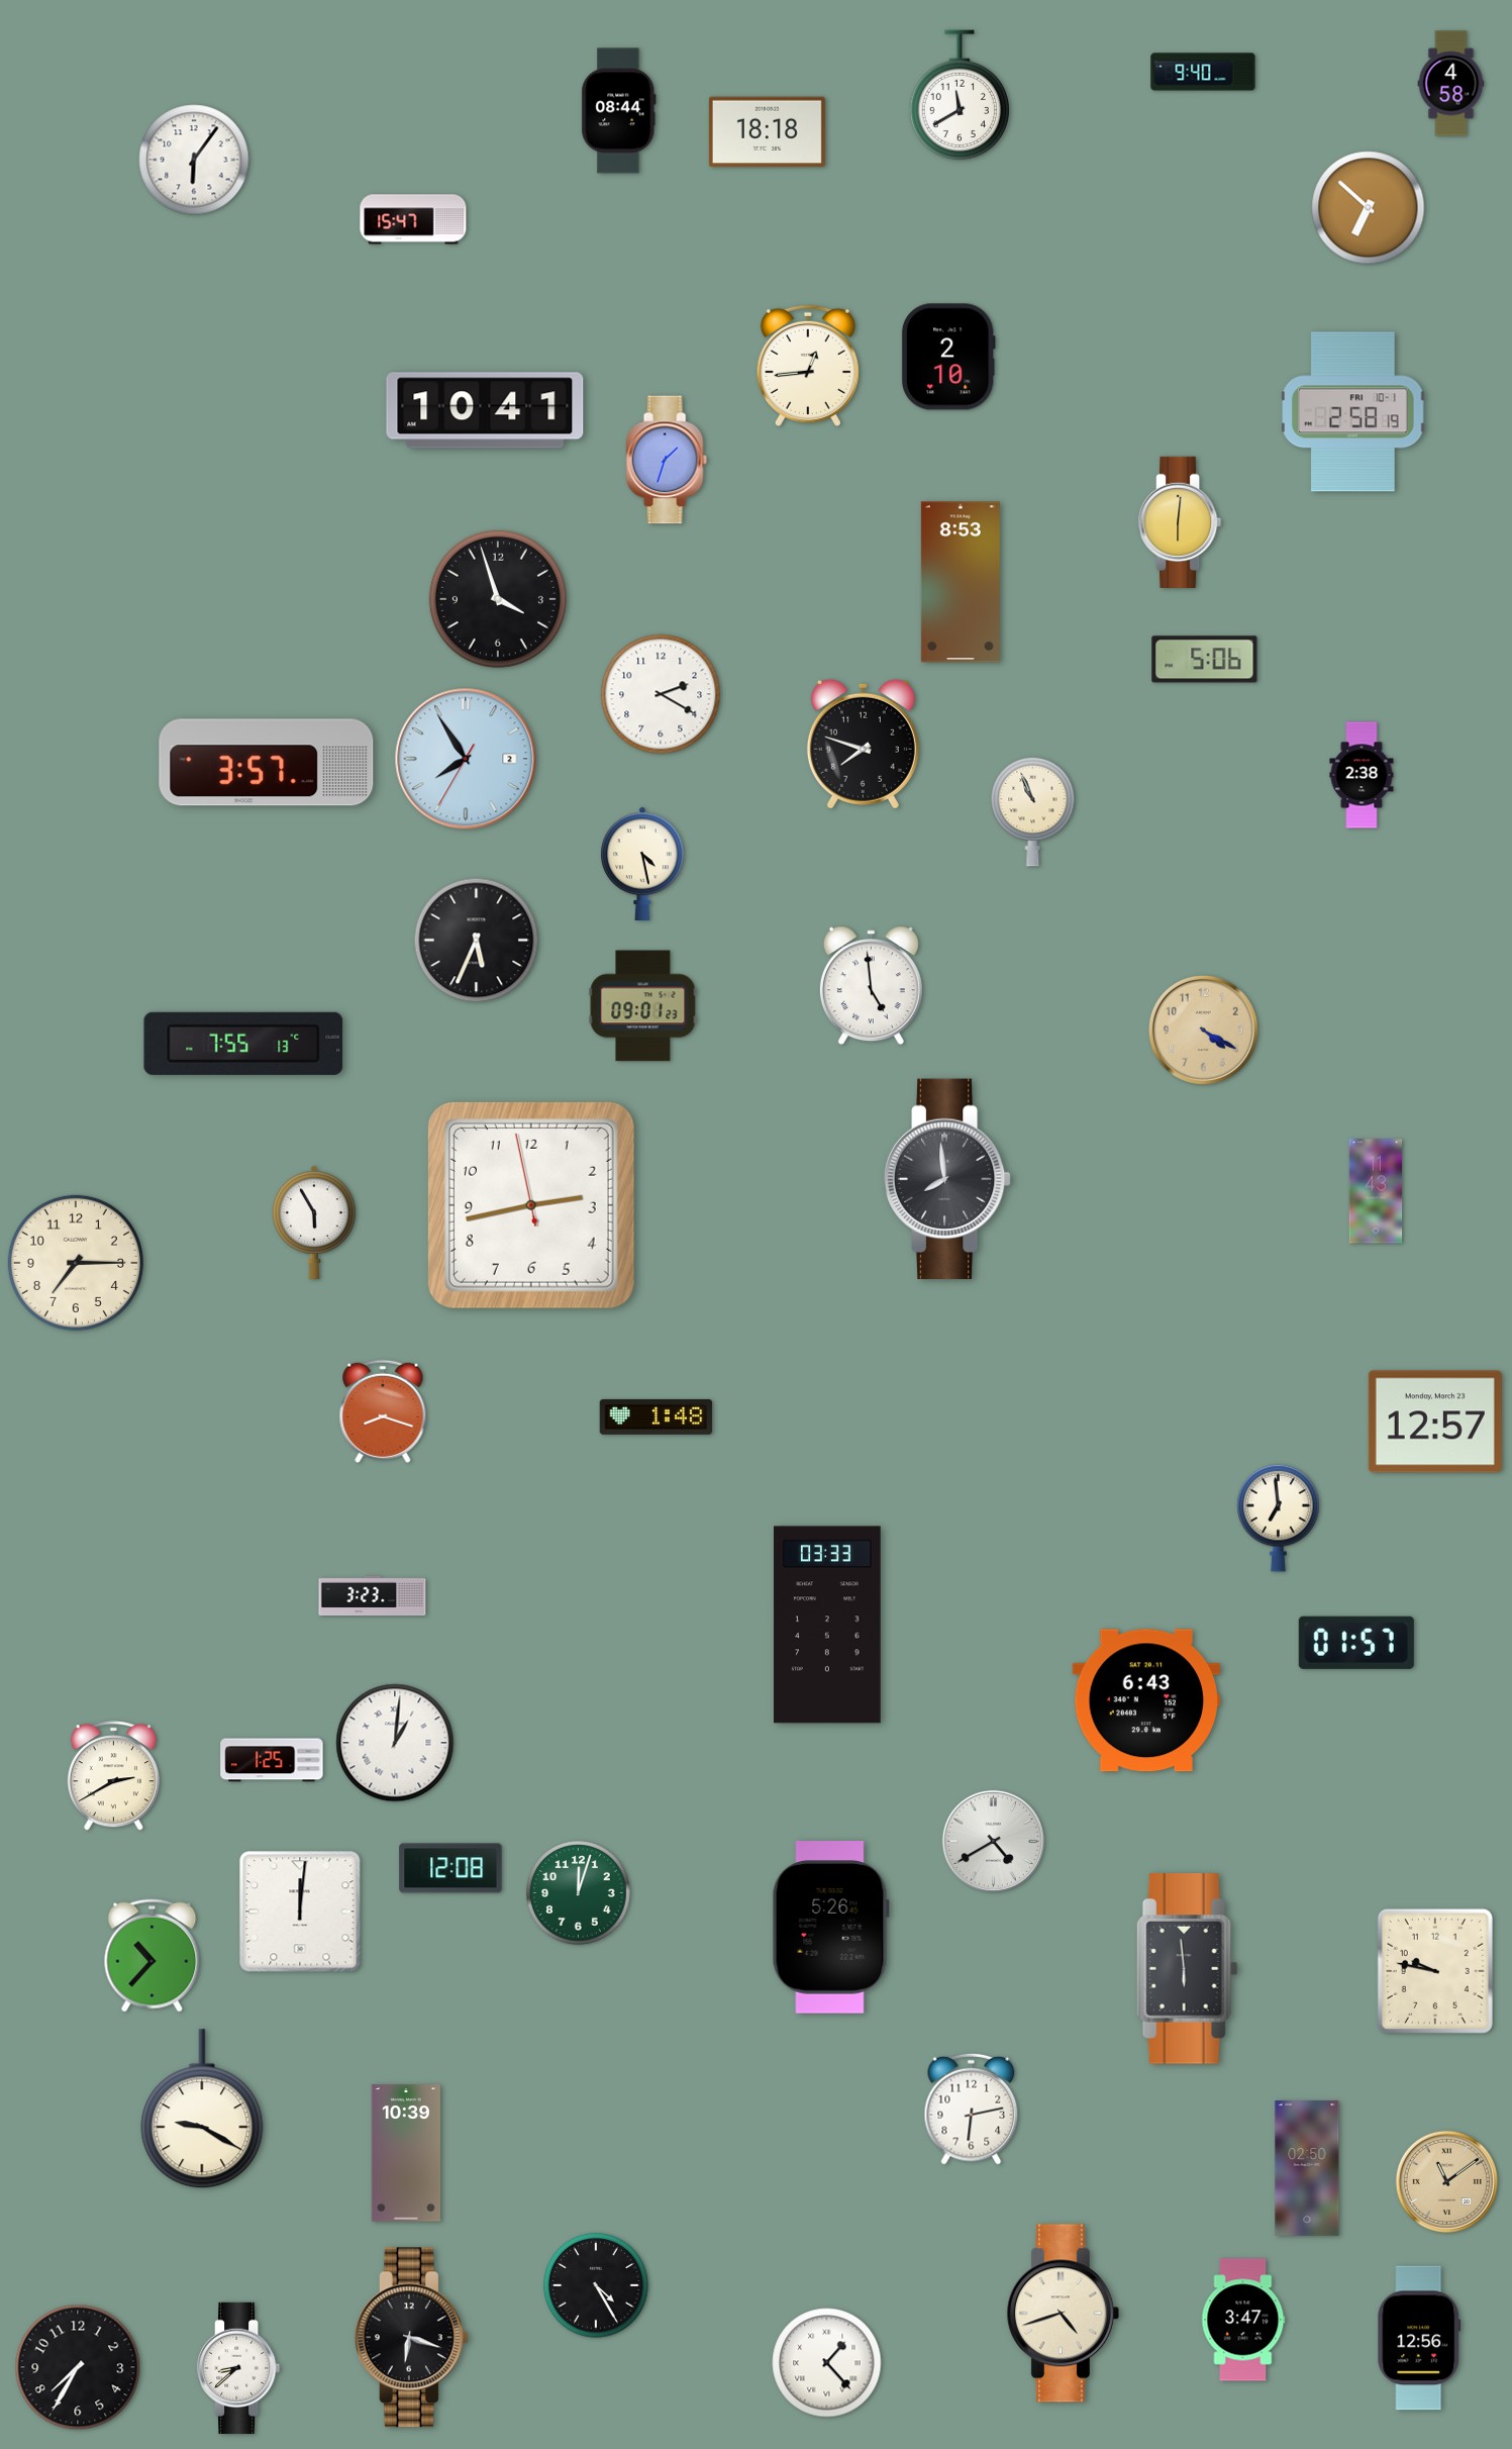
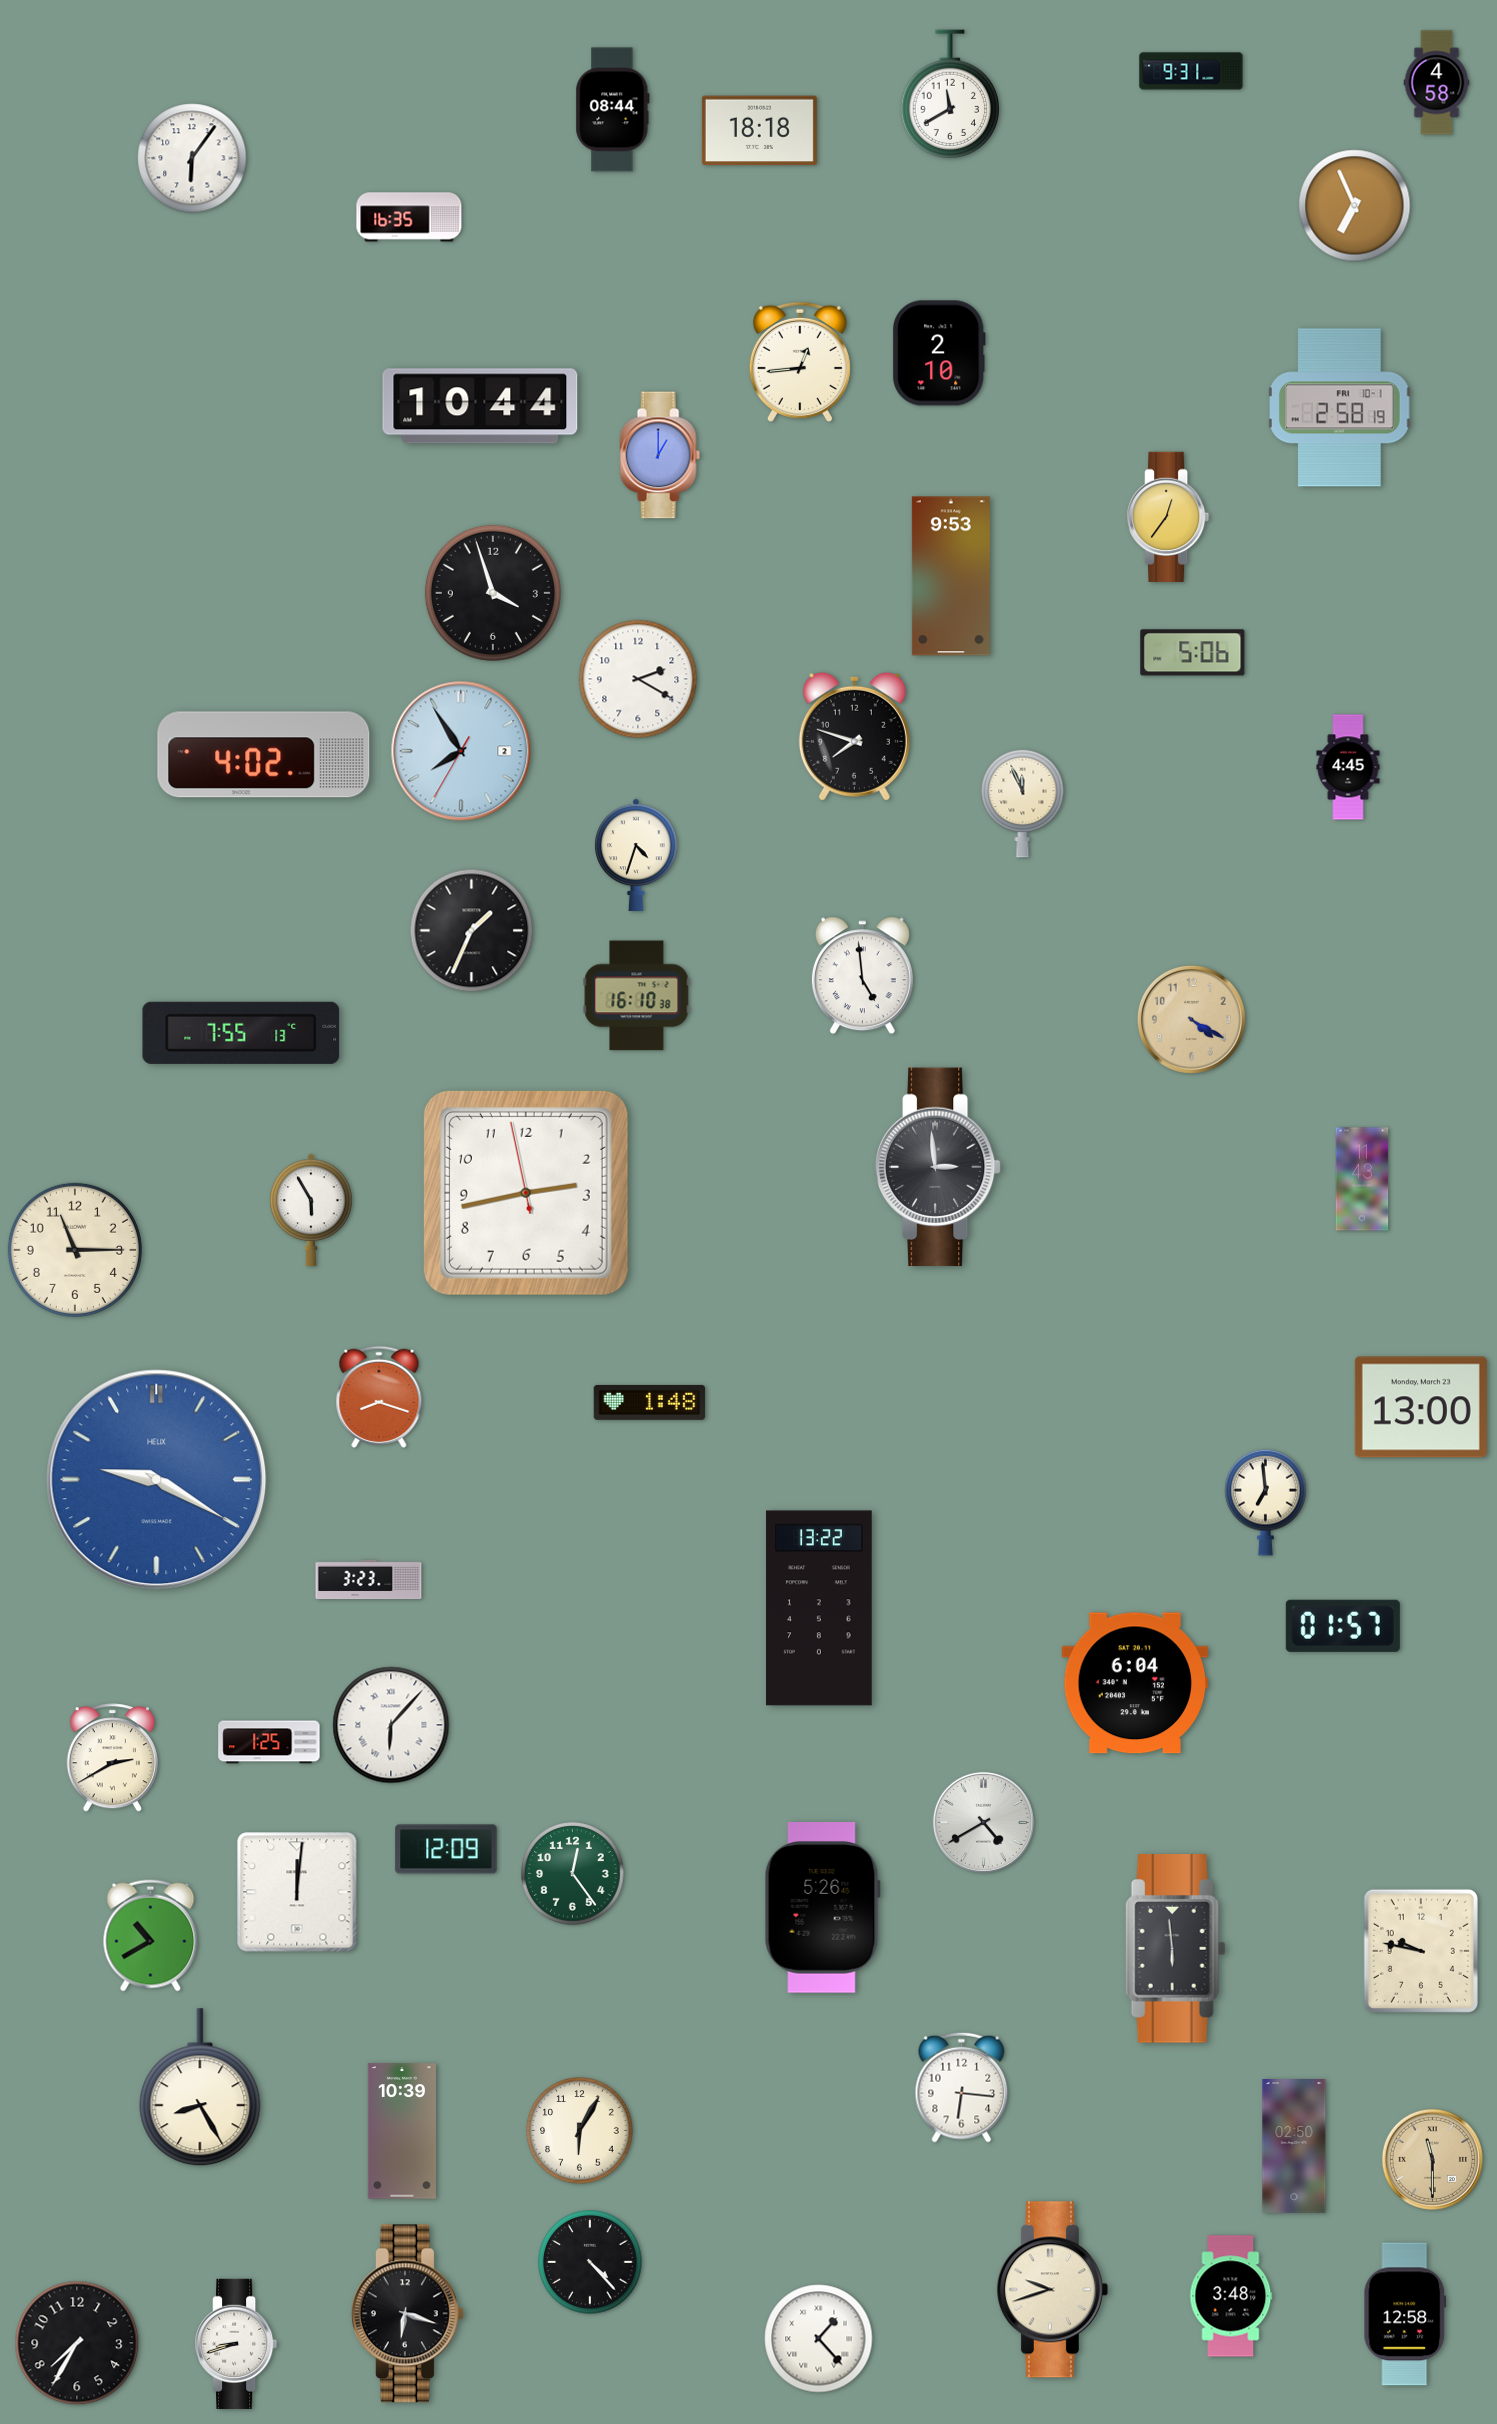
clock at (1203, 72): 9:40 -> 9:31
clock at (1369, 208): 6:52 -> 6:56
clock at (413, 219): 15:47 -> 16:35
clock at (485, 410): 10:41 -> 10:44
clock at (667, 460): 1:33 -> 1:00
clock at (1180, 522): 6:01 -> 12:36
clock at (961, 582): 8:53 -> 9:53
clock at (661, 694) position: (661, 694) -> (638, 679)
clock at (267, 763): 3:57 -> 4:02
clock at (1362, 775): 2:38 -> 4:45
clock at (1033, 811): 10:56 -> 11:56
clock at (642, 863): 4:28 -> 4:33
clock at (477, 941): 5:34 -> 1:34
clock at (643, 1006): 09:01 -> 16:10
clock at (947, 1179): 7:59 -> 2:59
clock at (76, 1263): 7:15 -> 11:15
clock at (1435, 1422): 12:57 -> 13:00
clock at (157, 1480): none -> 9:20
clock at (827, 1625): 03:33 -> 13:22
clock at (1145, 1700): 6:43 -> 6:04
clock at (395, 1743): 1:01 -> 6:07
clock at (450, 1868): 12:08 -> 12:09
clock at (579, 1893): 12:03 -> 12:24
clock at (153, 1956): 10:37 -> 10:40
clock at (972, 2109): 6:13 -> 6:16
clock at (202, 2110): 9:20 -> 8:25
clock at (580, 2131): none -> 6:05
clock at (1446, 2181): 11:09 -> 11:30
clock at (596, 2285): 4:25 -> 4:23
clock at (1063, 2314): 4:42 -> 9:42
clock at (1243, 2320): 3:47 -> 3:48
clock at (1419, 2338): 12:56 -> 12:58
clock at (238, 2368): 8:38 -> 8:42
